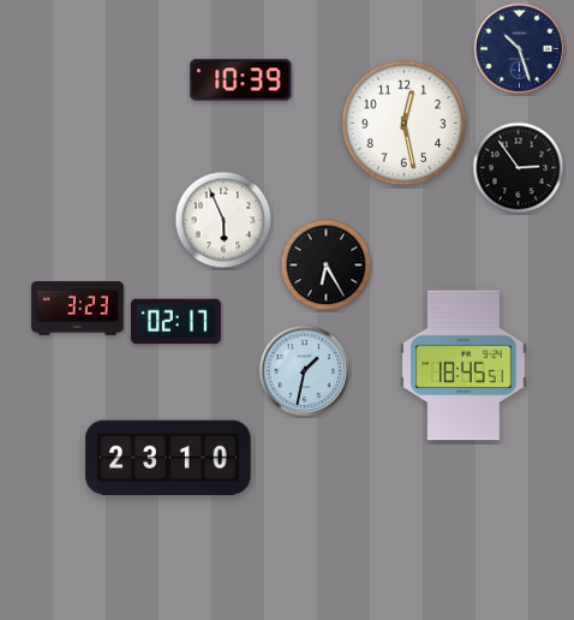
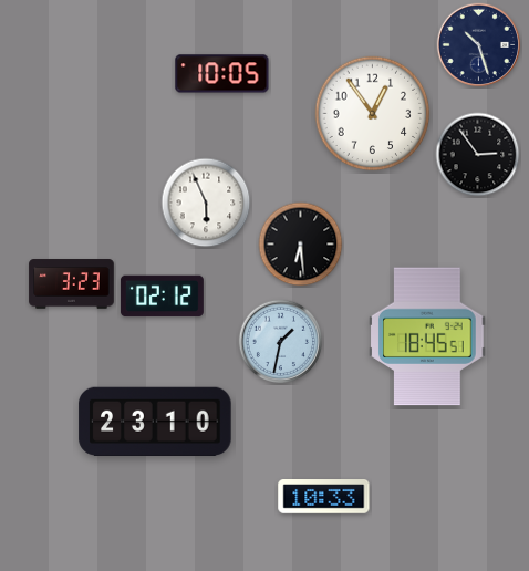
clock at (241, 81): 10:39 -> 10:05
clock at (405, 124): 12:28 -> 12:54
clock at (327, 266): 6:25 -> 6:29
clock at (175, 322): 02:17 -> 02:12
clock at (324, 497): none -> 10:33
